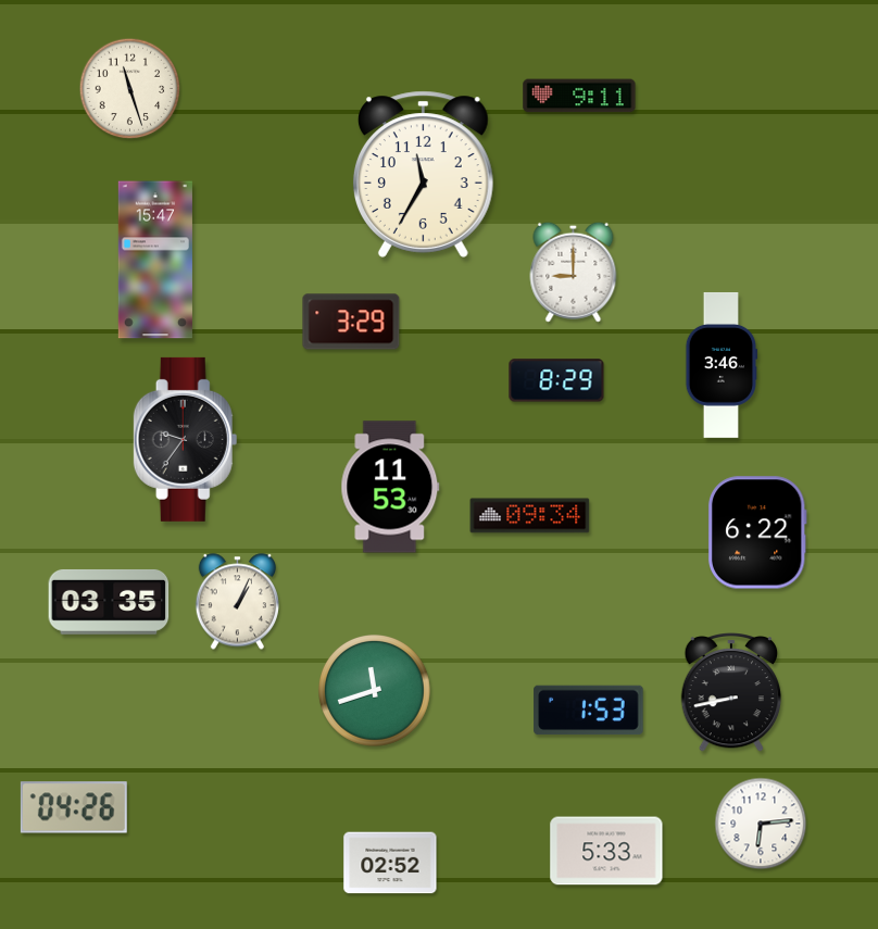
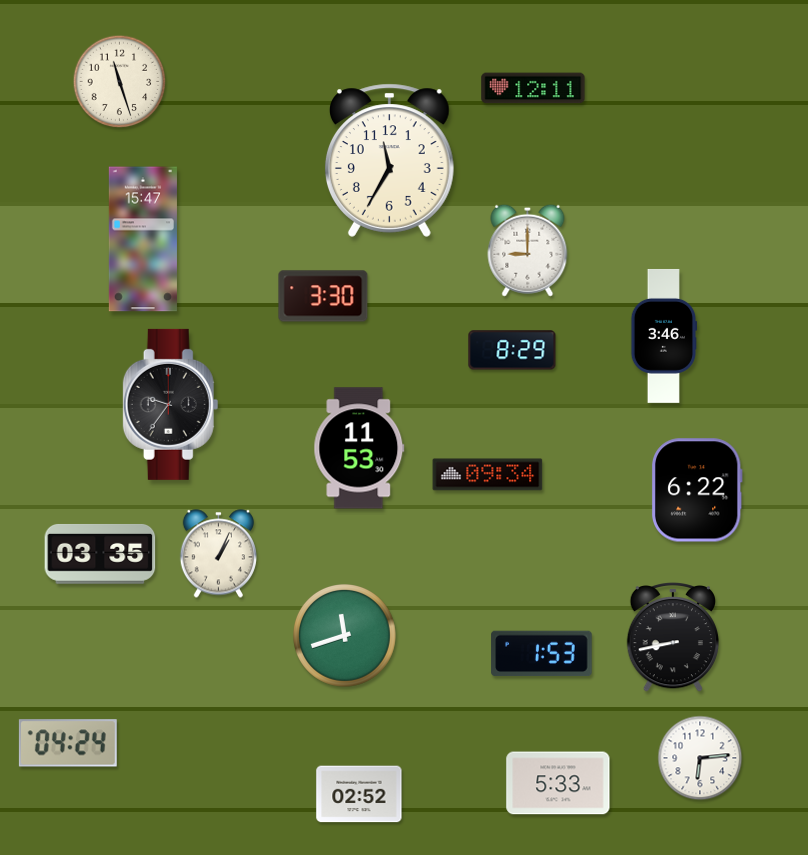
clock at (579, 96): 9:11 -> 12:11
clock at (351, 322): 3:29 -> 3:30
clock at (74, 807): 04:26 -> 04:24
